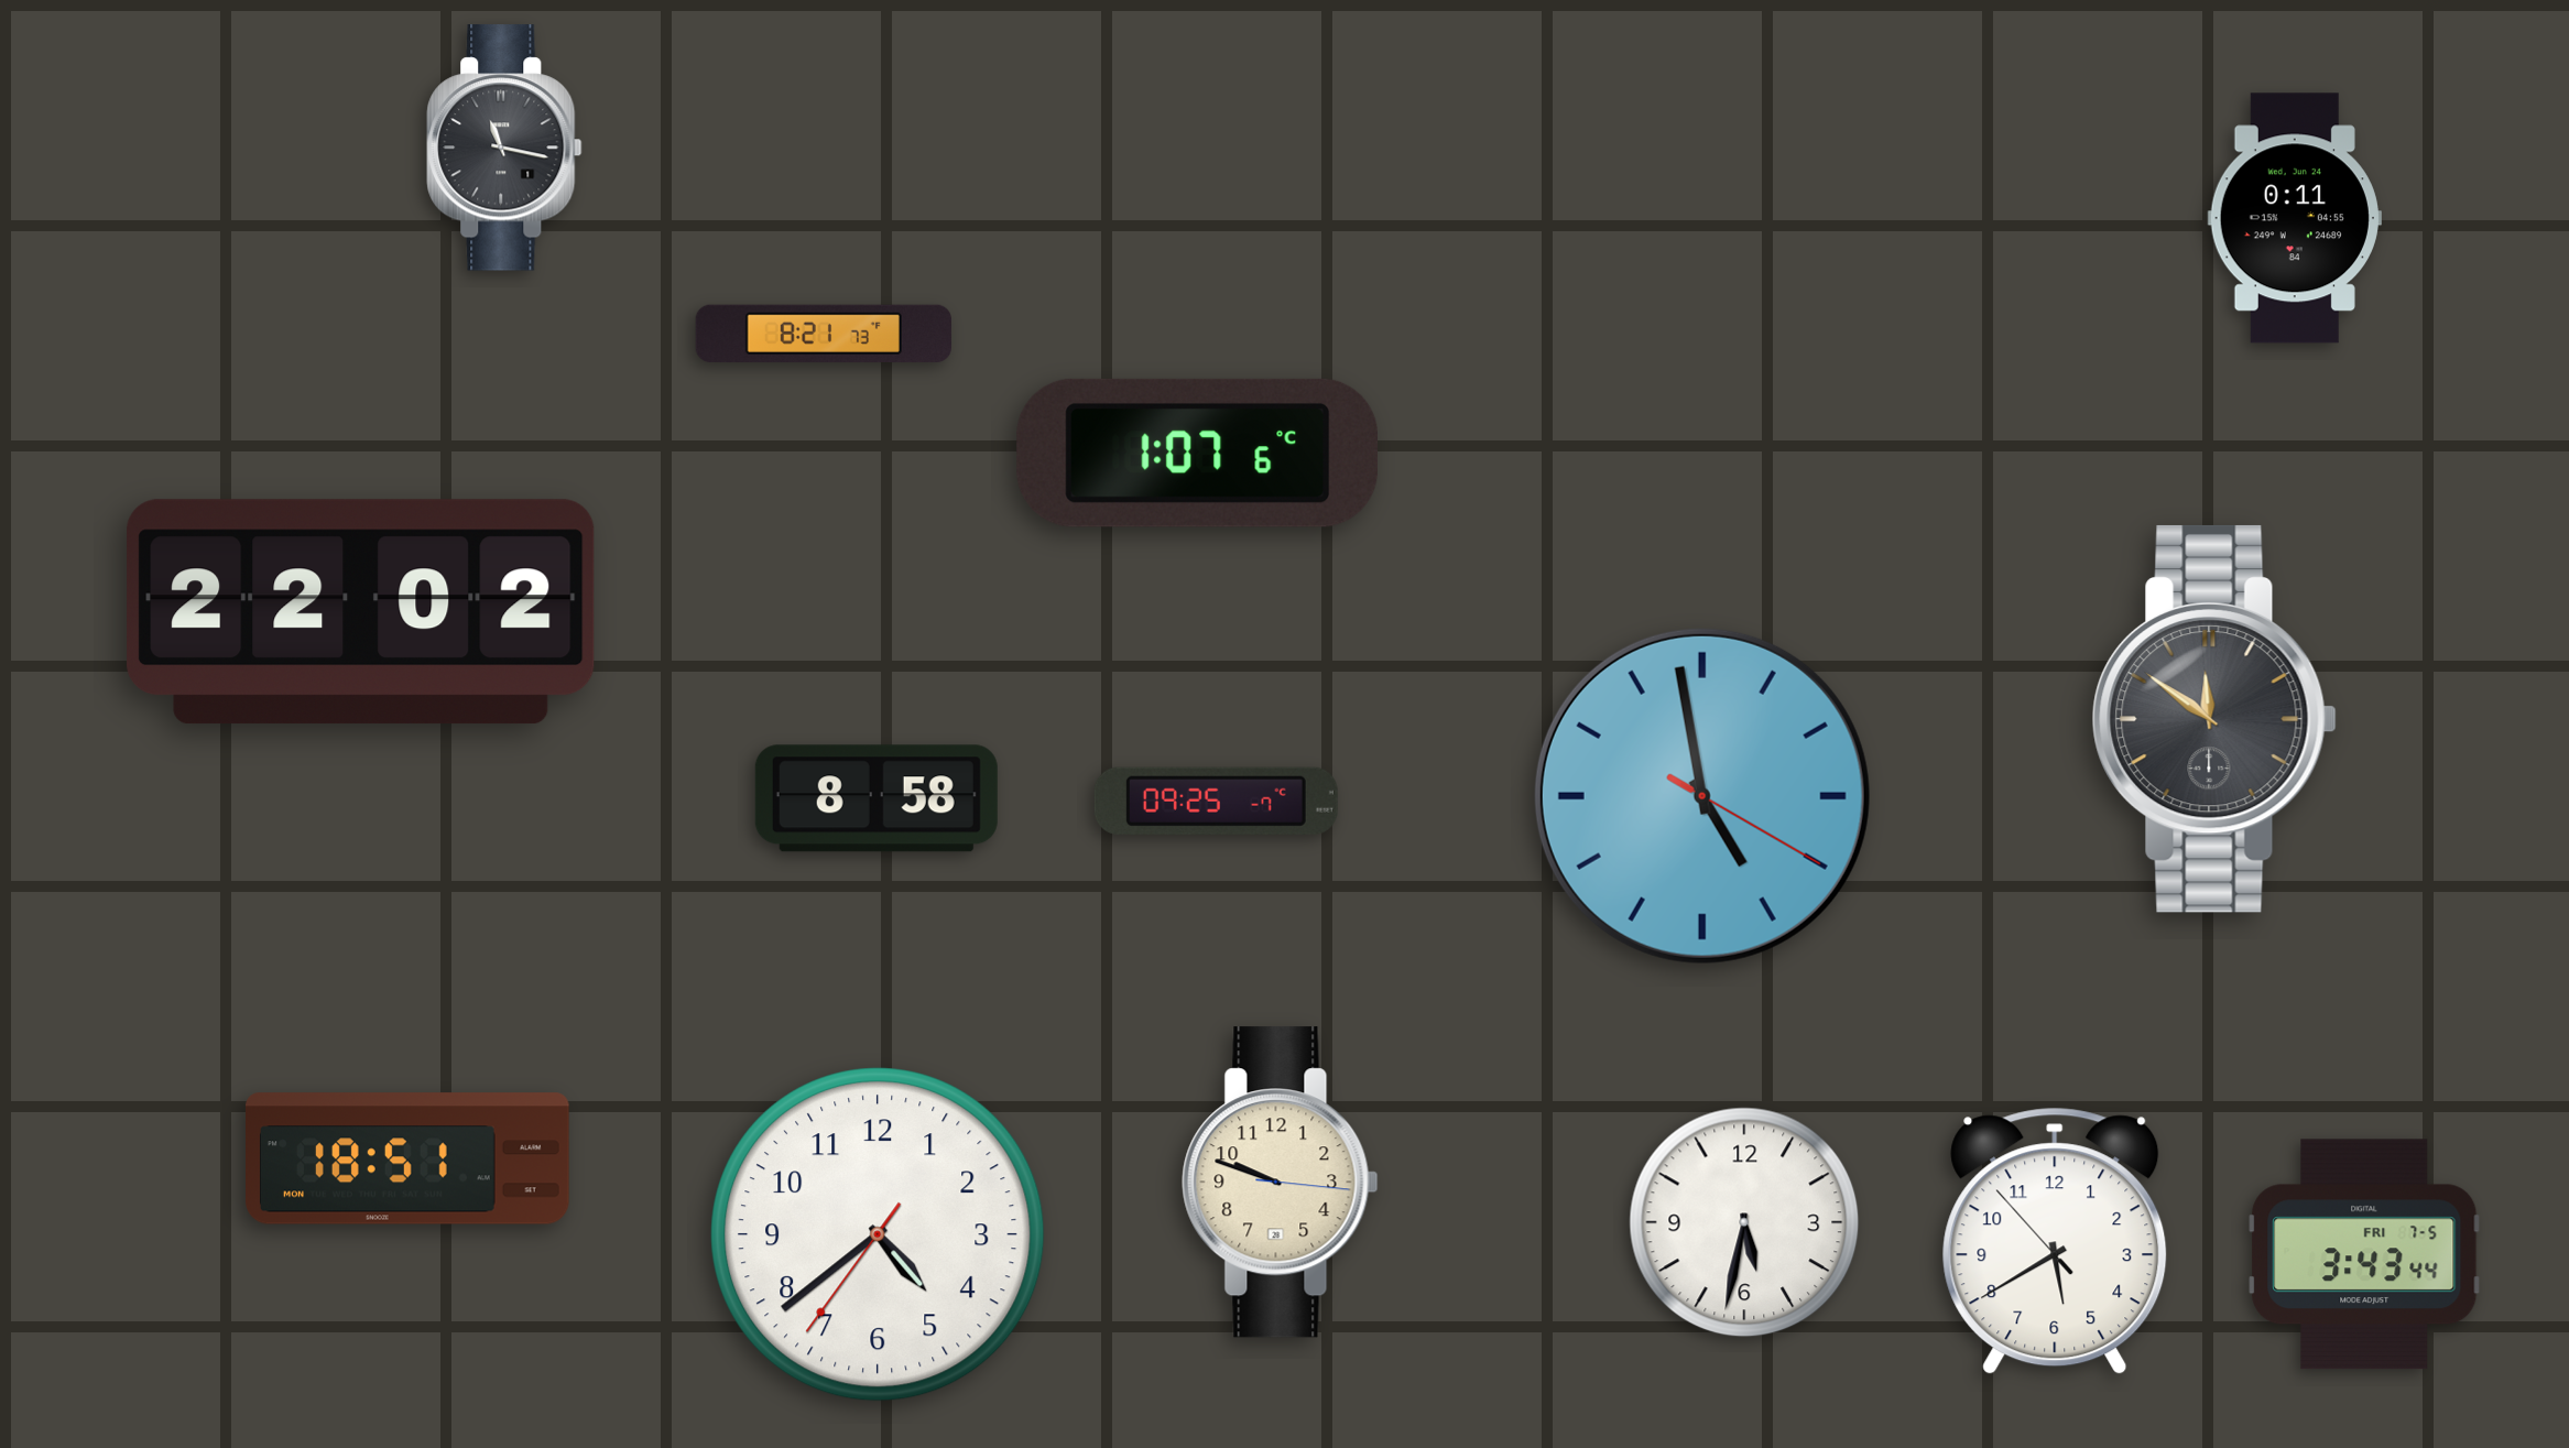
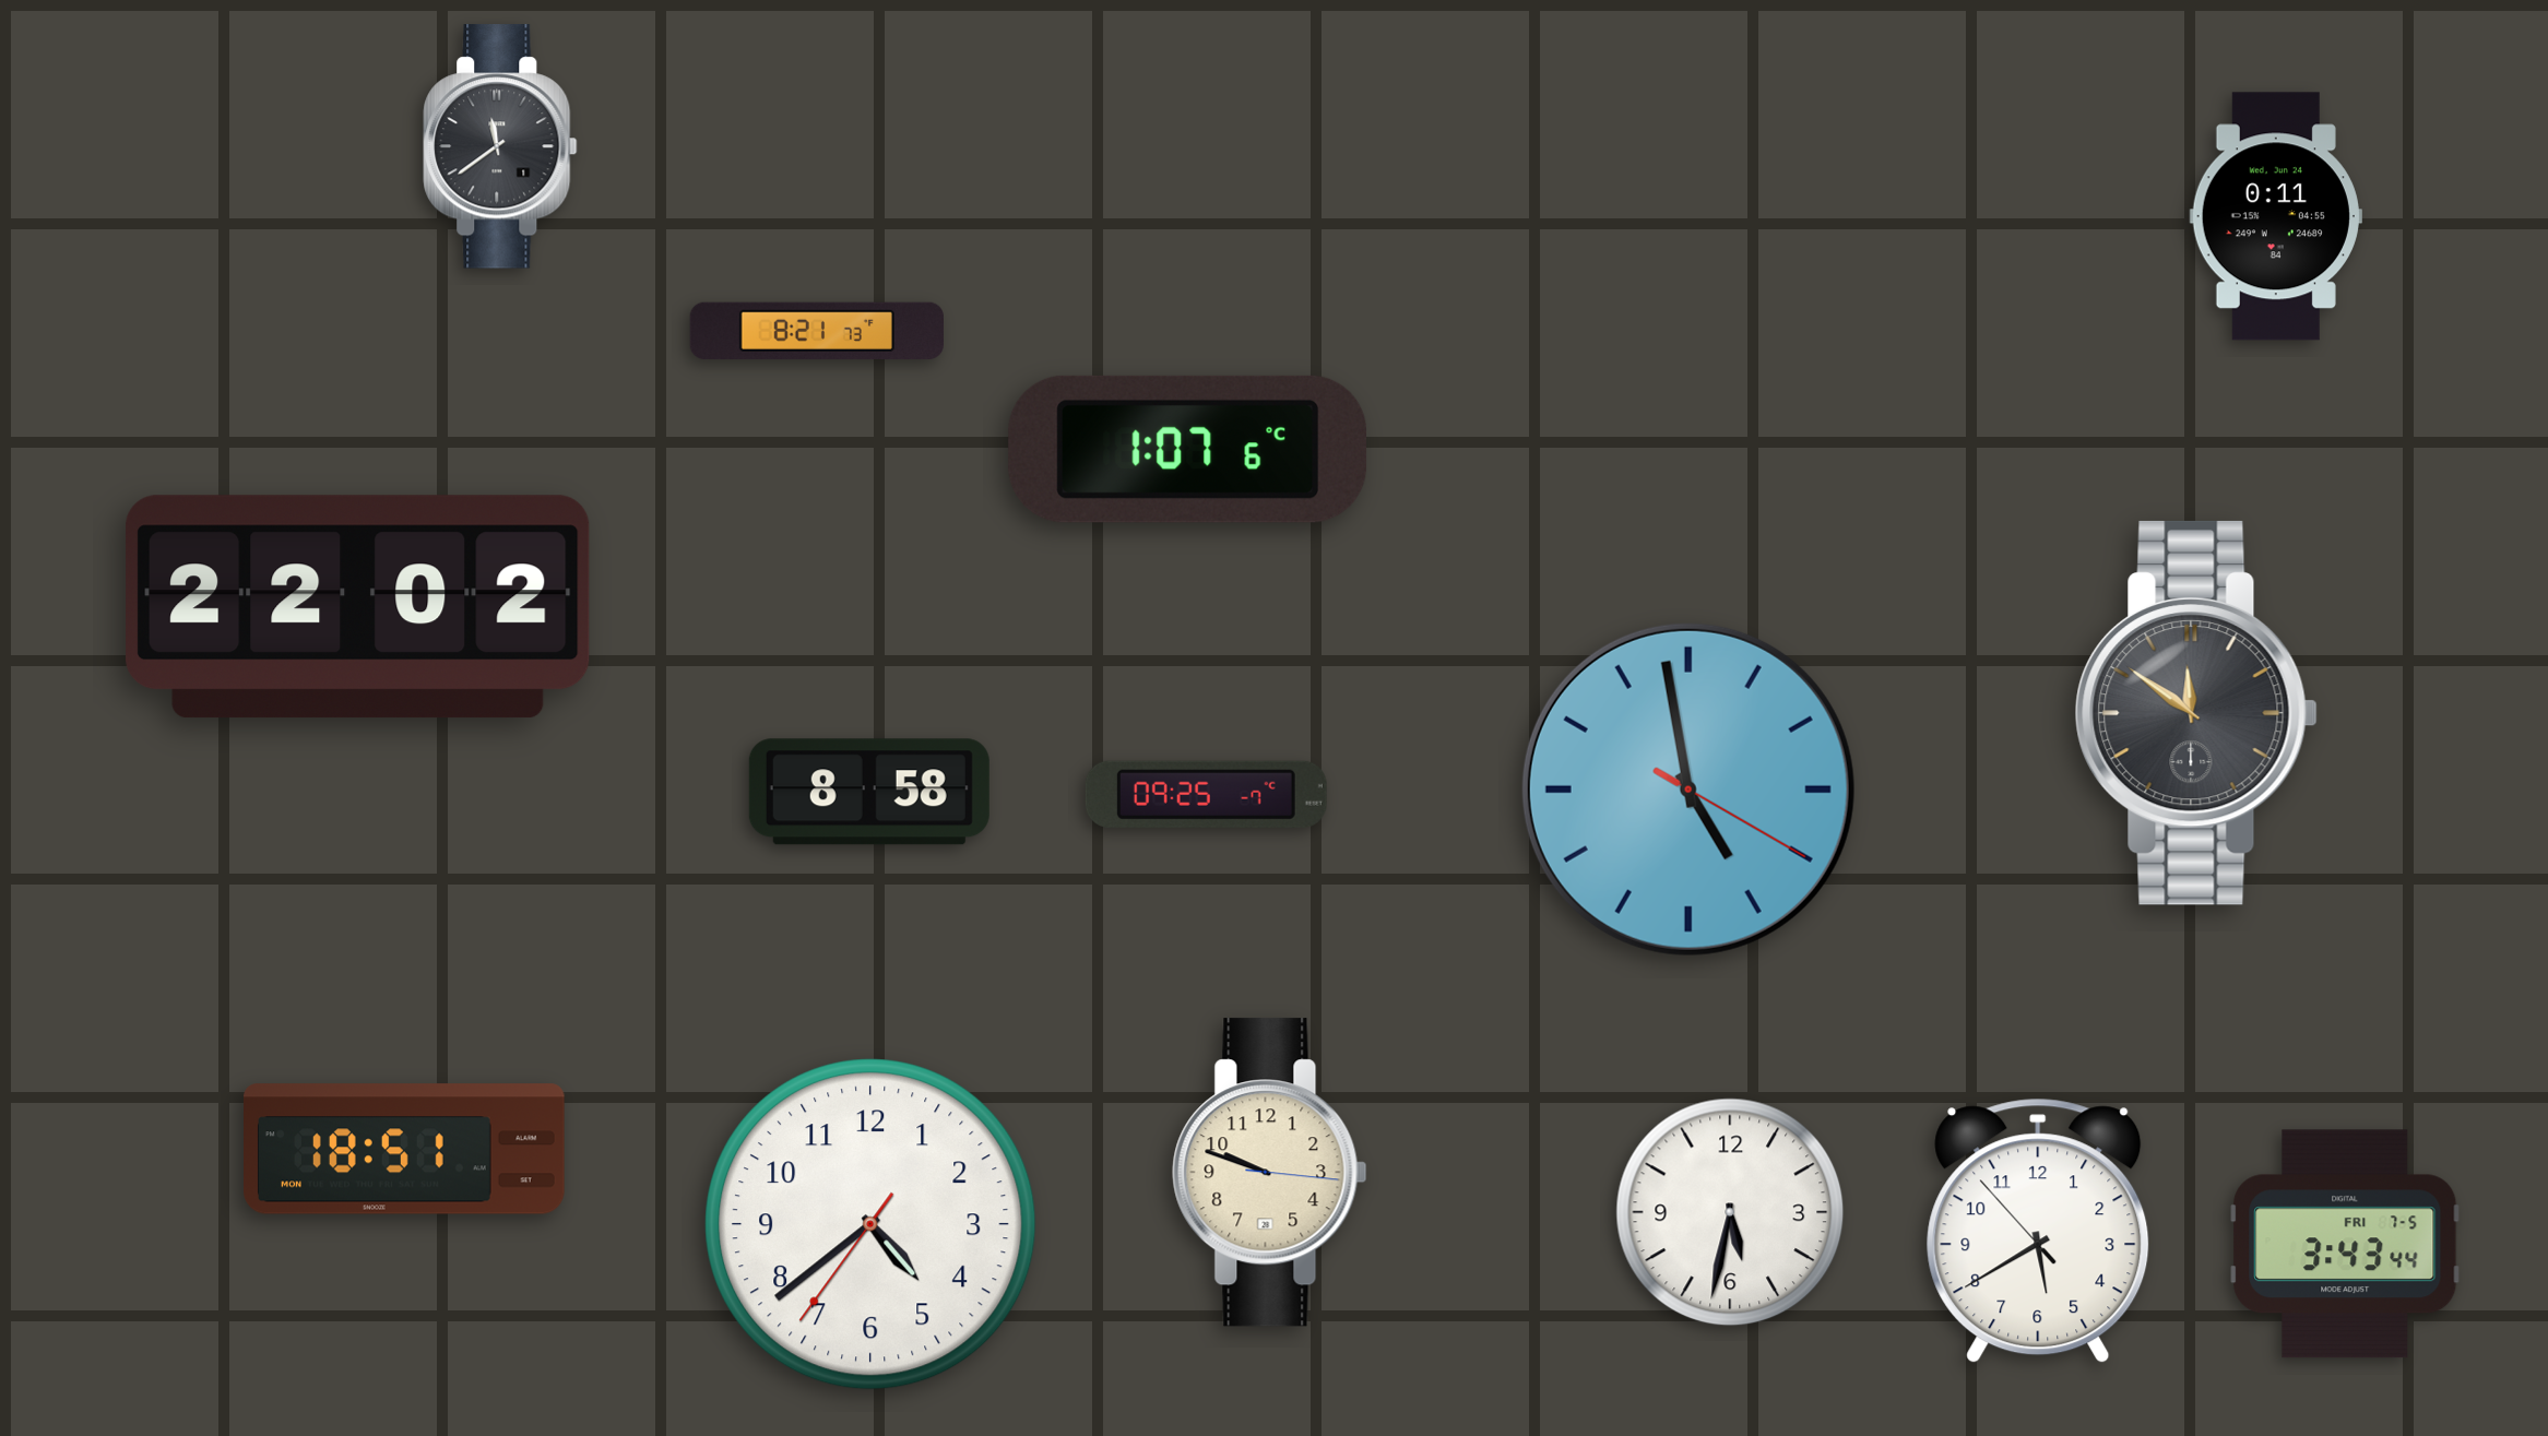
clock at (504, 148): 11:17 -> 11:39
